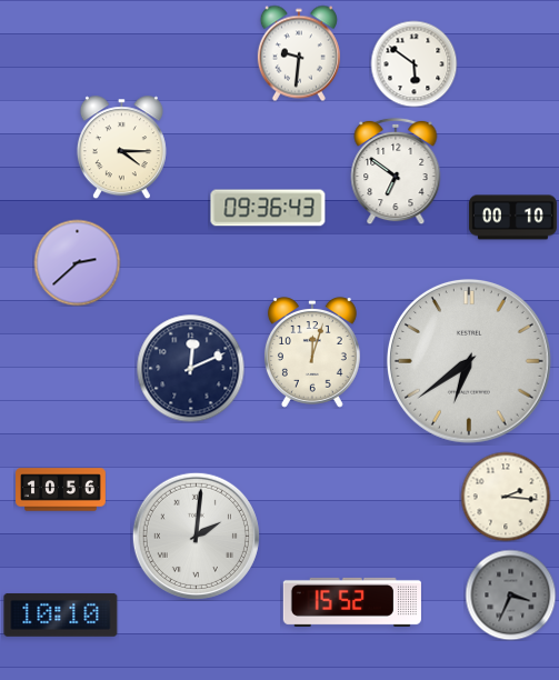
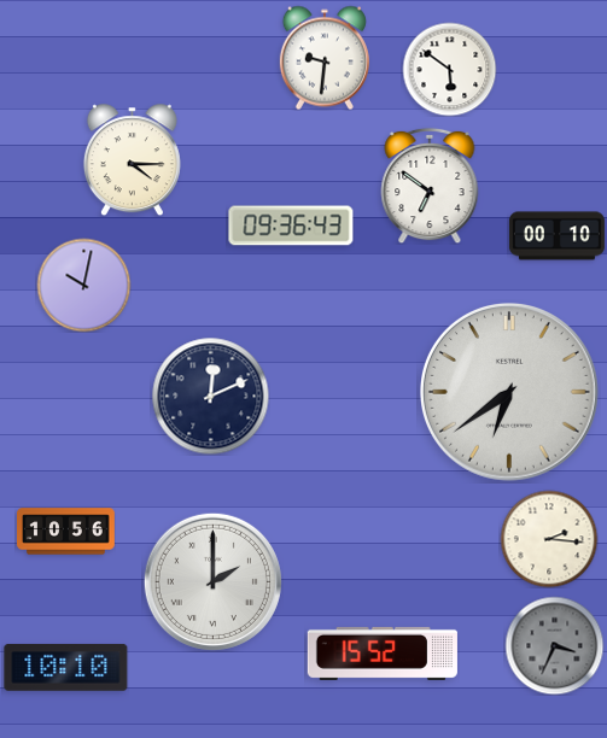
clock at (77, 262): 2:38 -> 10:02
clock at (312, 352): 12:03 -> none
clock at (190, 368) position: (190, 368) -> (210, 396)
clock at (196, 536): 2:01 -> 2:00
